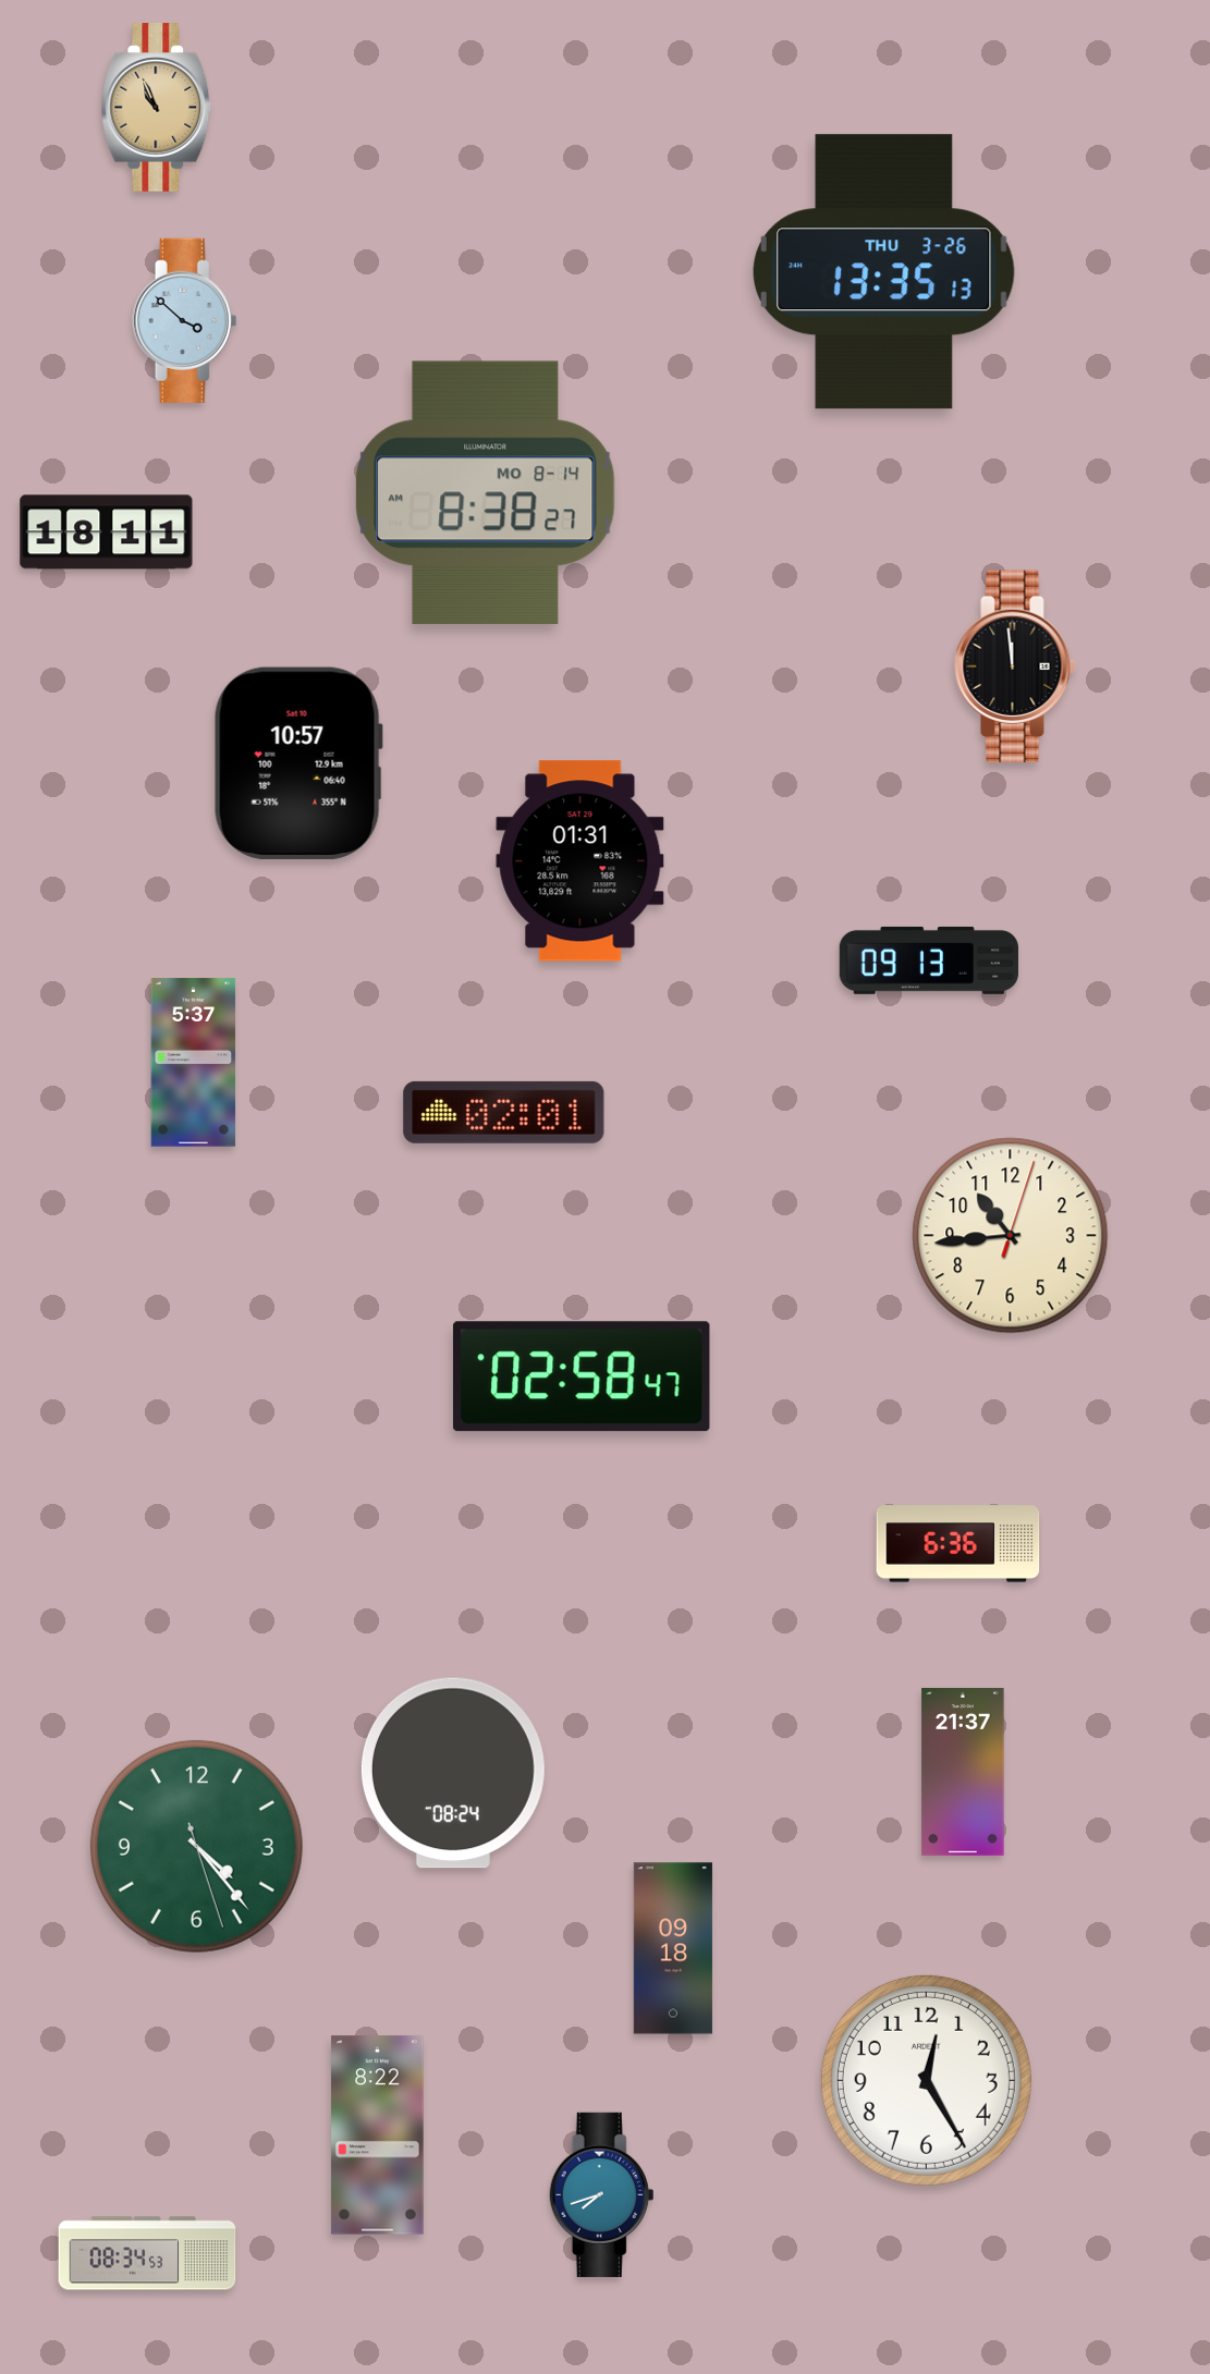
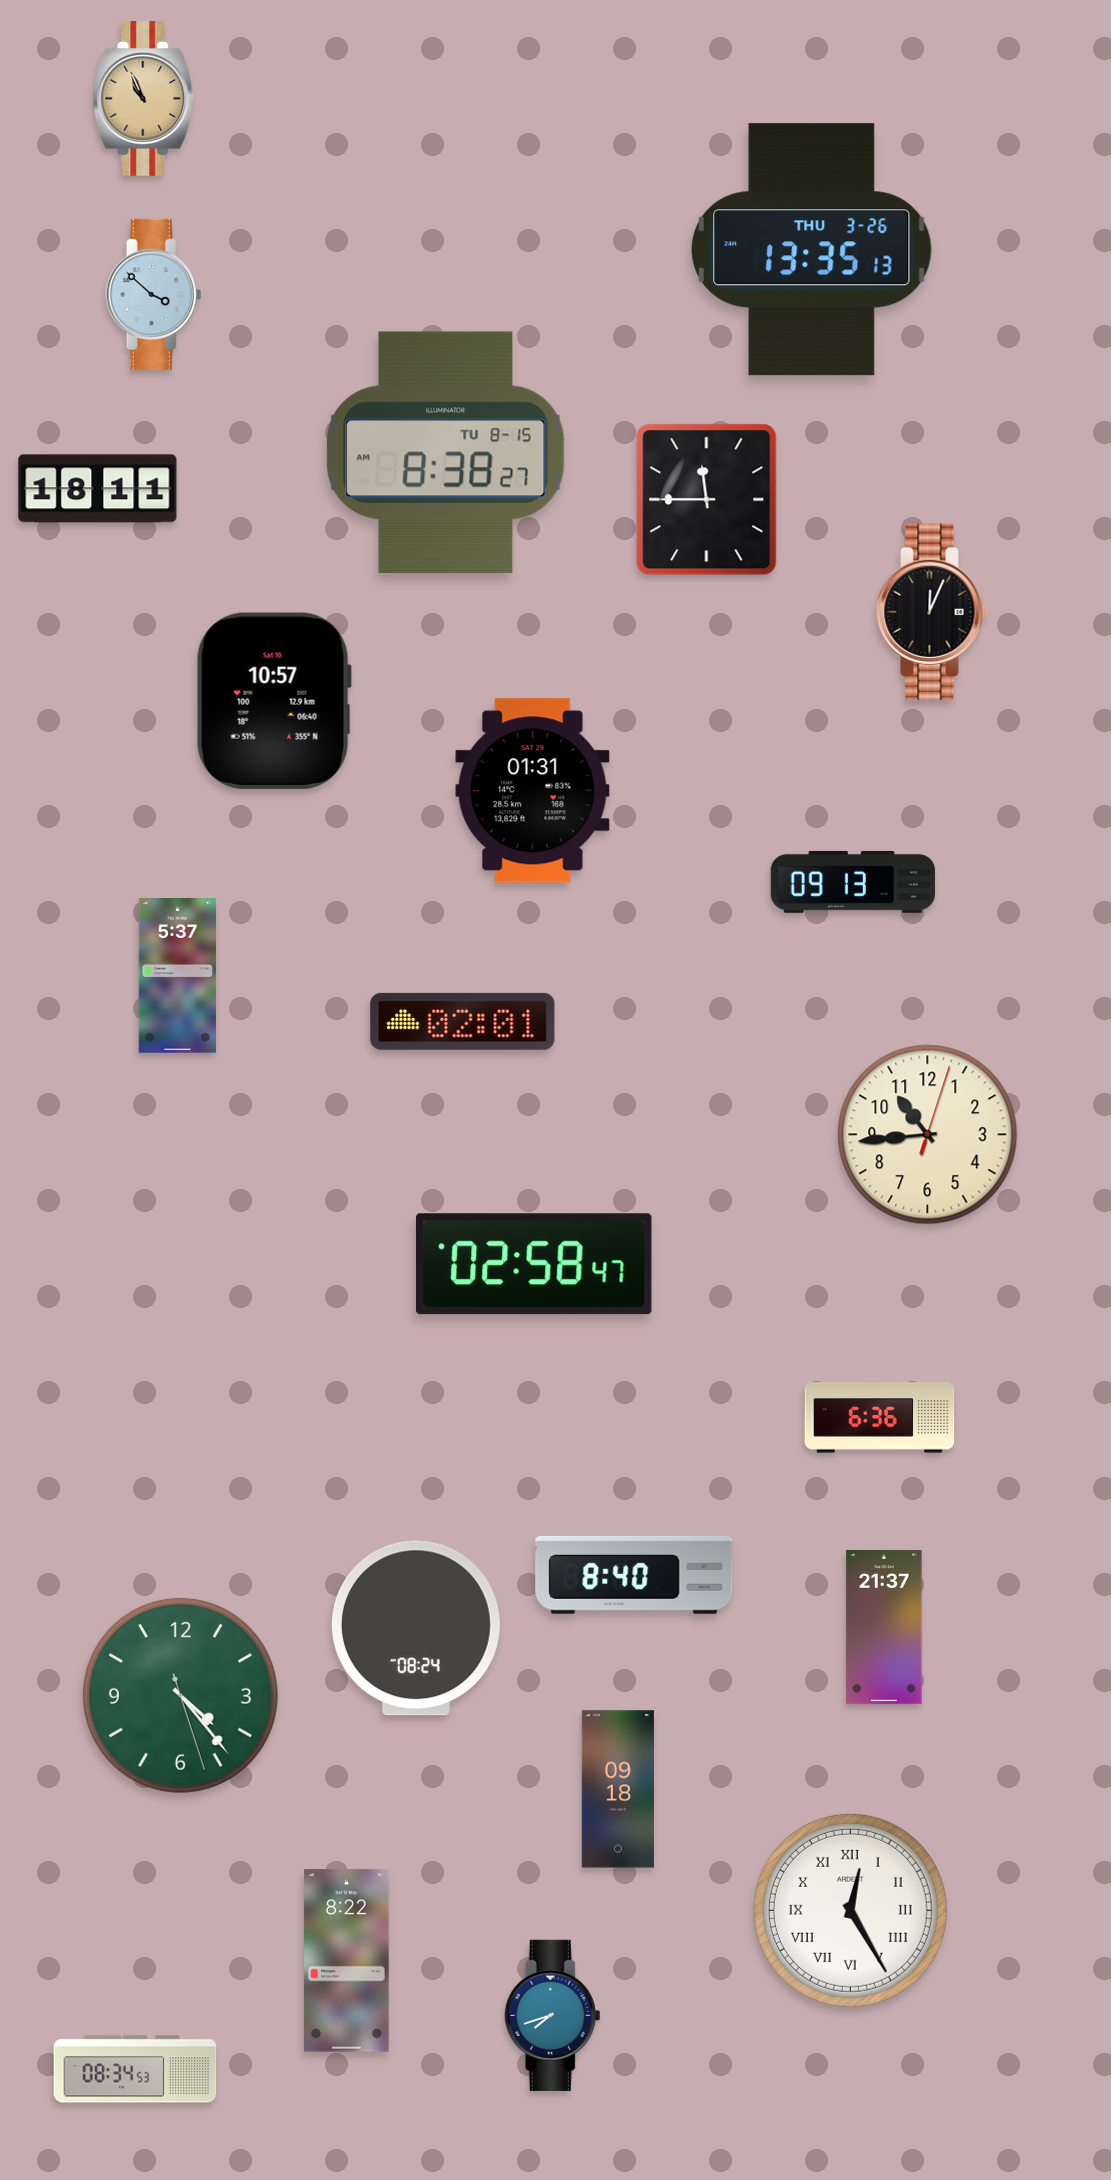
clock at (185, 320) position: (185, 320) -> (154, 294)
clock at (486, 493) date: MO 8-14 -> TU 8-15
clock at (707, 500): none -> 11:45
clock at (1015, 666): 11:59 -> 12:04
clock at (634, 1575): none -> 8:40
clock at (926, 2080) numerals: Arabic -> Roman
